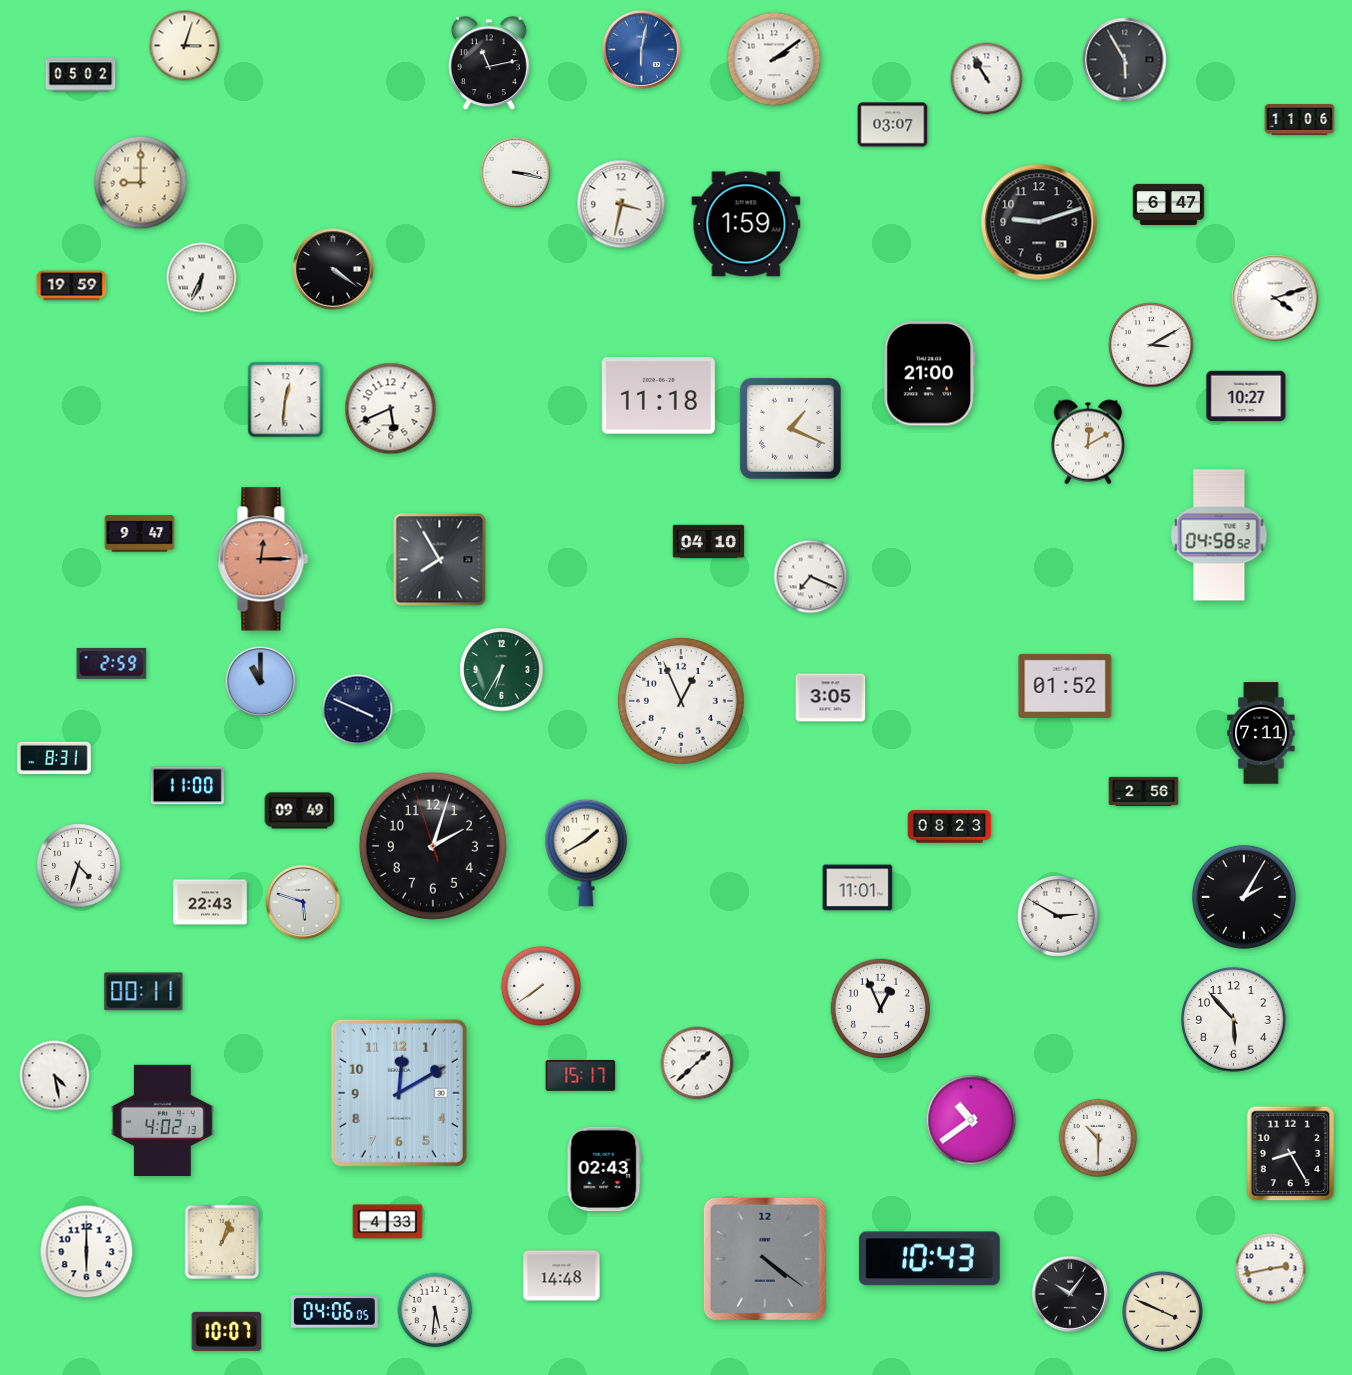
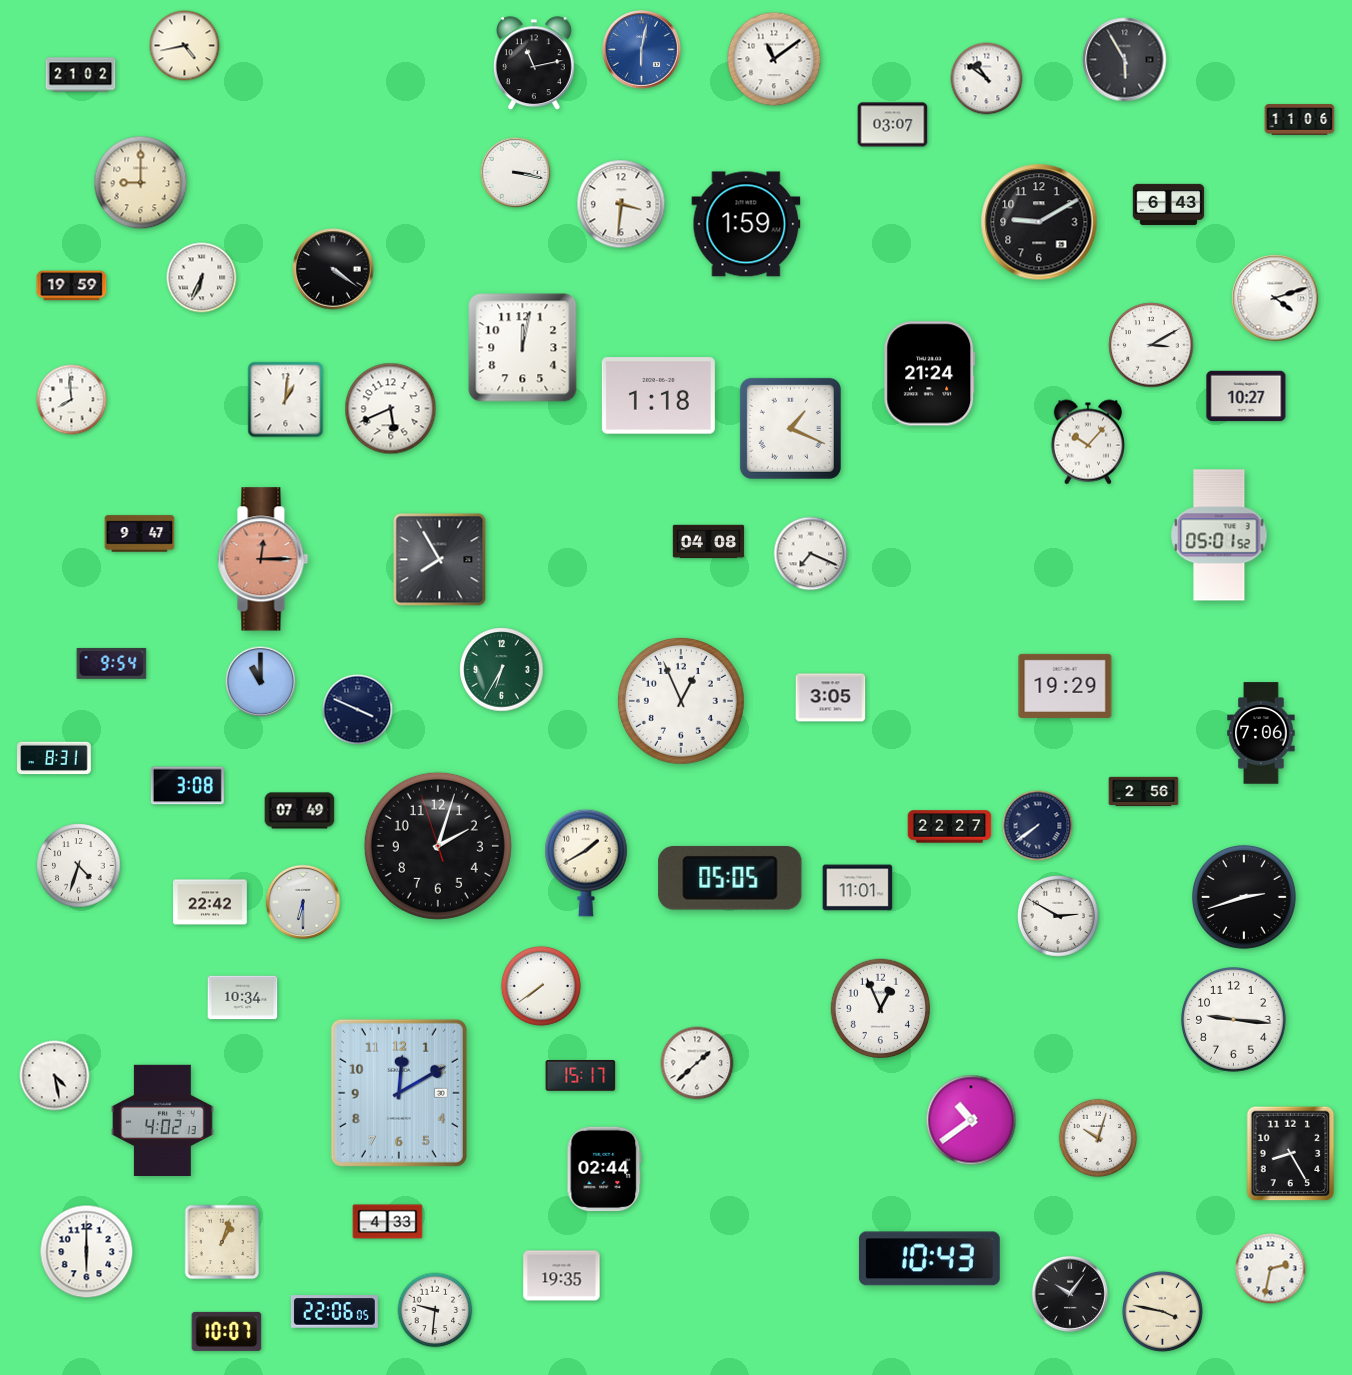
clock at (185, 46): 3:03 -> 4:43
clock at (774, 59): 2:09 -> 11:09
clock at (489, 64) position: (489, 64) -> (534, 64)
clock at (81, 75): 05:02 -> 21:02
clock at (987, 79): 10:55 -> 10:51
clock at (621, 204): 3:32 -> 3:31
clock at (1169, 204): 6:47 -> 6:43
clock at (1039, 222): 9:12 -> 9:10
clock at (523, 348): none -> 12:02
clock at (930, 374): 21:00 -> 21:24
clock at (658, 396): 11:18 -> 1:18
clock at (72, 400): none -> 7:59
clock at (286, 400): 12:31 -> 1:01
clock at (1088, 442): 12:10 -> 10:07
clock at (1219, 535): 04:58 -> 05:01
clock at (709, 542): 04:10 -> 04:08
clock at (811, 577) position: (811, 577) -> (811, 554)
clock at (112, 663): 2:59 -> 9:54
clock at (1065, 686): 01:52 -> 19:29
clock at (1261, 733): 7:11 -> 7:06
clock at (187, 786): 11:00 -> 3:08
clock at (300, 811): 09:49 -> 07:49
clock at (1038, 826): none -> 7:39
clock at (950, 827): 08:23 -> 22:27
clock at (433, 846) position: (433, 846) -> (438, 846)
clock at (586, 853) position: (586, 853) -> (586, 863)
clock at (730, 878): none -> 05:05
clock at (1244, 897): 2:05 -> 2:42
clock at (211, 902): 22:43 -> 22:42
clock at (303, 902): 5:48 -> 6:30
clock at (144, 992): 00:11 -> none
clock at (243, 998): none -> 10:34
clock at (1234, 1020): 5:53 -> 9:16
clock at (1097, 1137): 10:30 -> 10:03
clock at (604, 1169): 02:43 -> 02:44
clock at (765, 1259): 4:21 -> none
clock at (1271, 1269): 2:43 -> 2:32
clock at (562, 1276): 14:48 -> 19:35
clock at (435, 1310): 5:31 -> 9:31
clock at (1162, 1311): 3:49 -> 3:47
clock at (334, 1312): 04:06 -> 22:06
